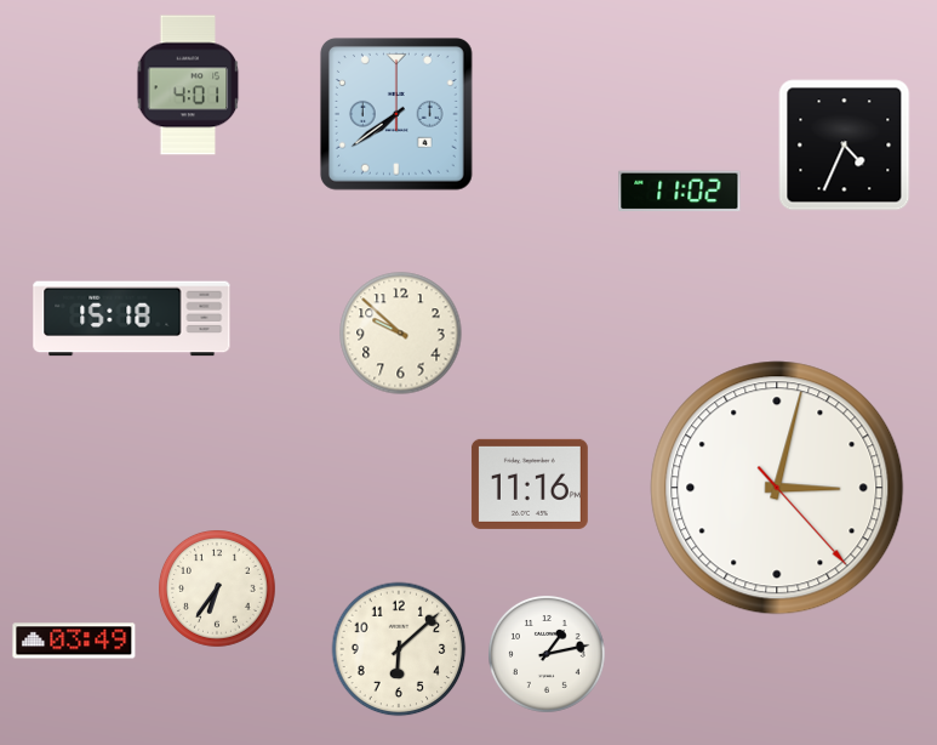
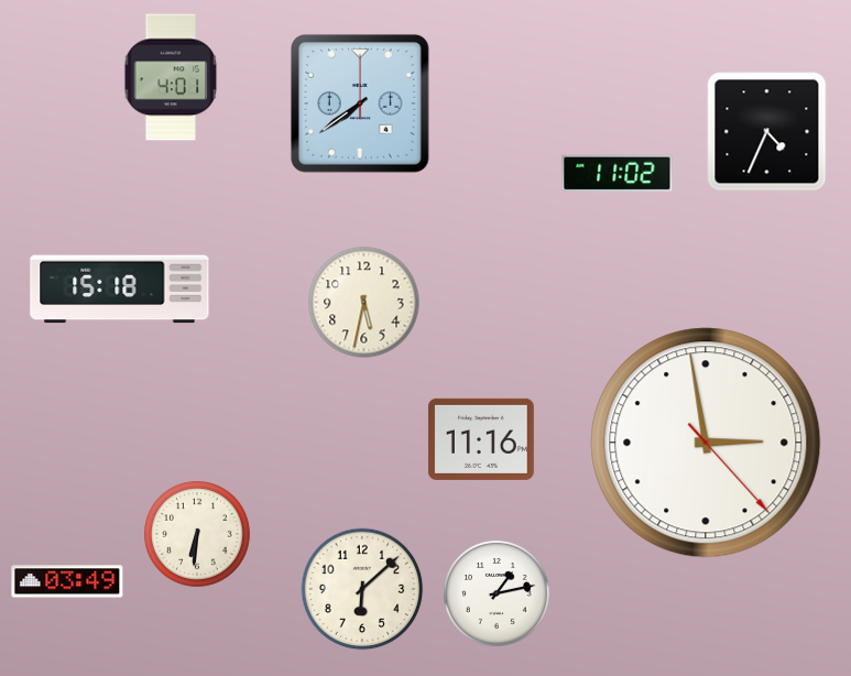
clock at (401, 334): 9:52 -> 5:32
clock at (777, 488): 3:02 -> 2:58
clock at (218, 590): 6:36 -> 6:31
